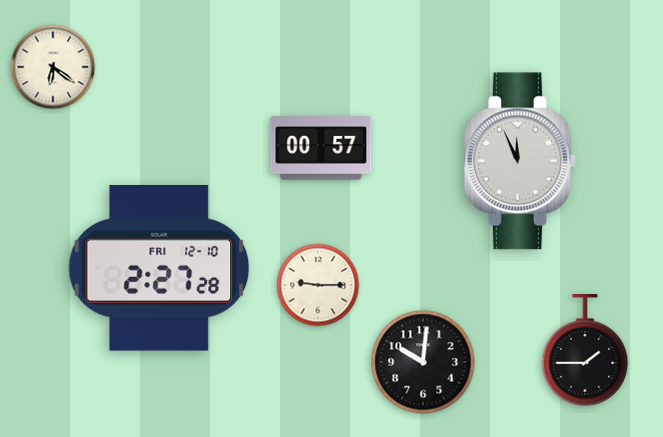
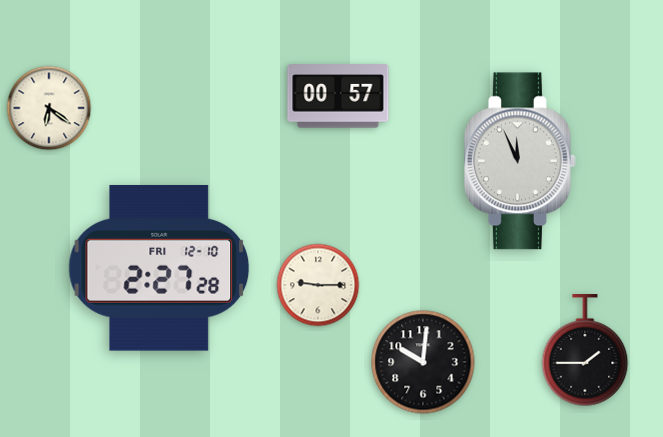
clock at (53, 67) position: (53, 67) -> (49, 108)
clock at (321, 148) position: (321, 148) -> (338, 96)
